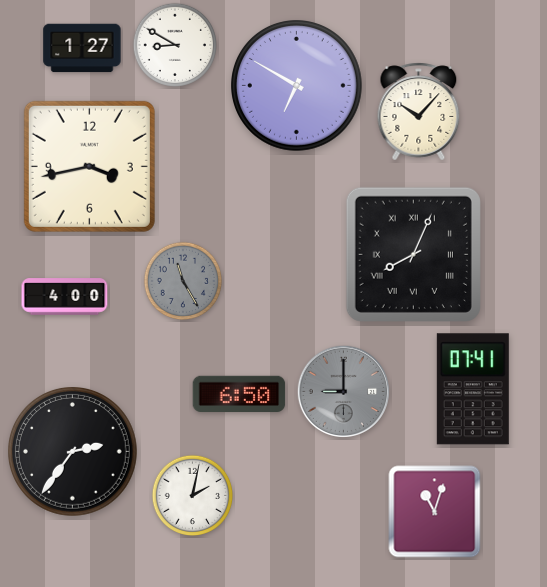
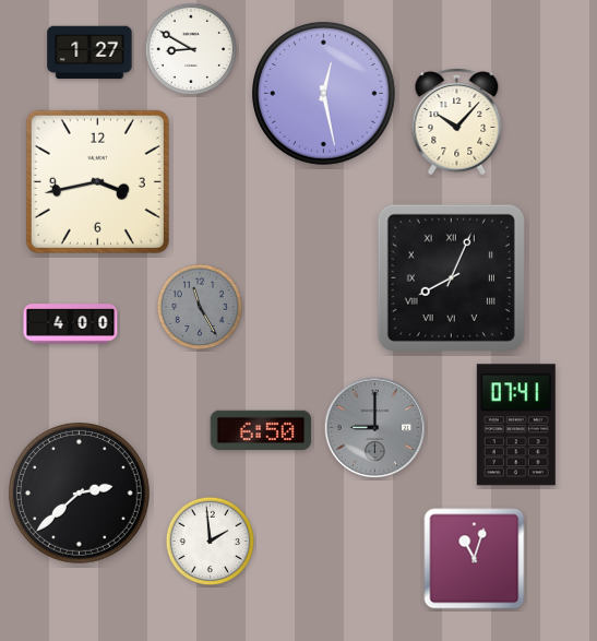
clock at (297, 86): 6:50 -> 12:28
clock at (73, 452): 2:36 -> 2:38
clock at (193, 496): 2:02 -> 1:59
